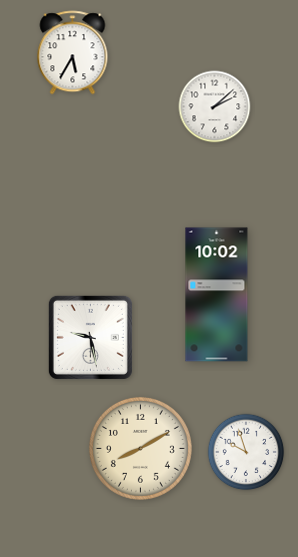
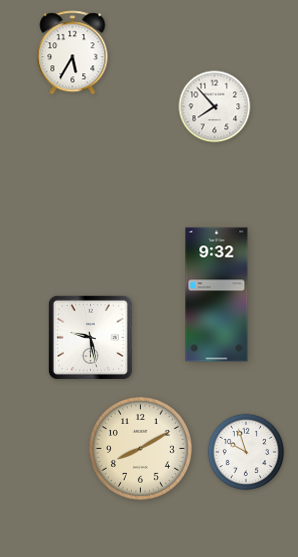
clock at (215, 107): 2:08 -> 7:53
clock at (217, 295): 10:02 -> 9:32
